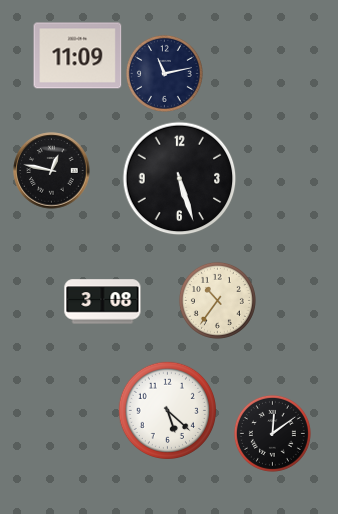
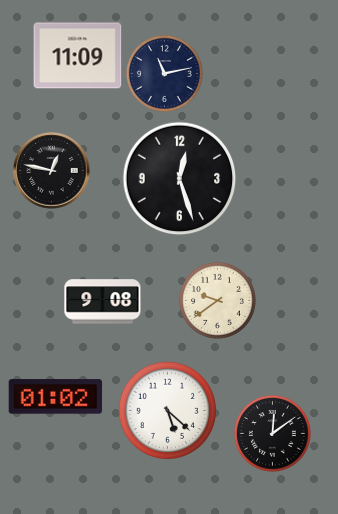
clock at (180, 179): 5:27 -> 12:27
clock at (217, 300): 10:36 -> 9:39
clock at (103, 302): 3:08 -> 9:08
clock at (56, 397): none -> 01:02
